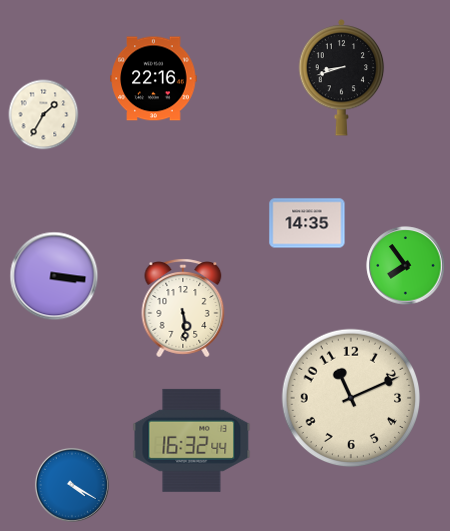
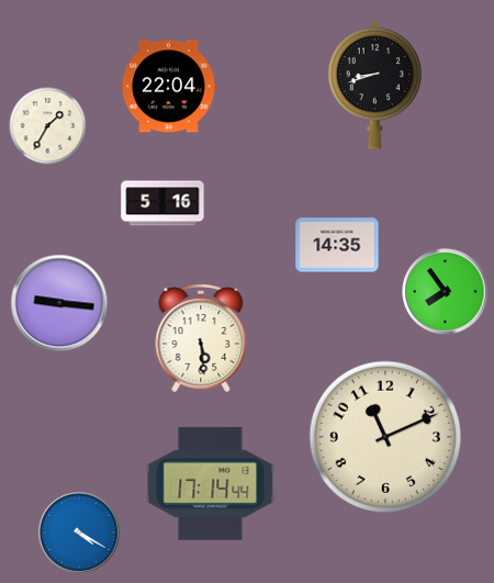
clock at (154, 79): 22:16 -> 22:04
clock at (162, 203): none -> 5:16
clock at (54, 276): 3:16 -> 9:16
clock at (192, 440): 16:32 -> 17:14
